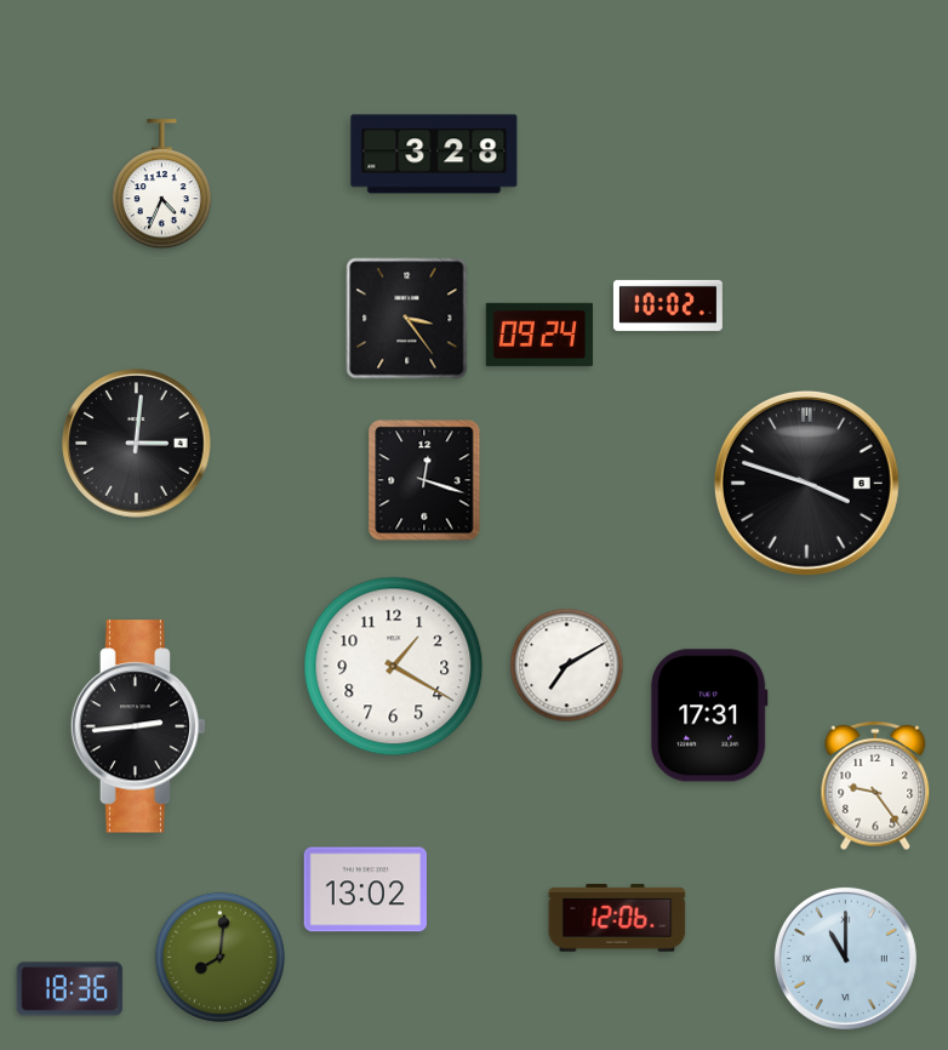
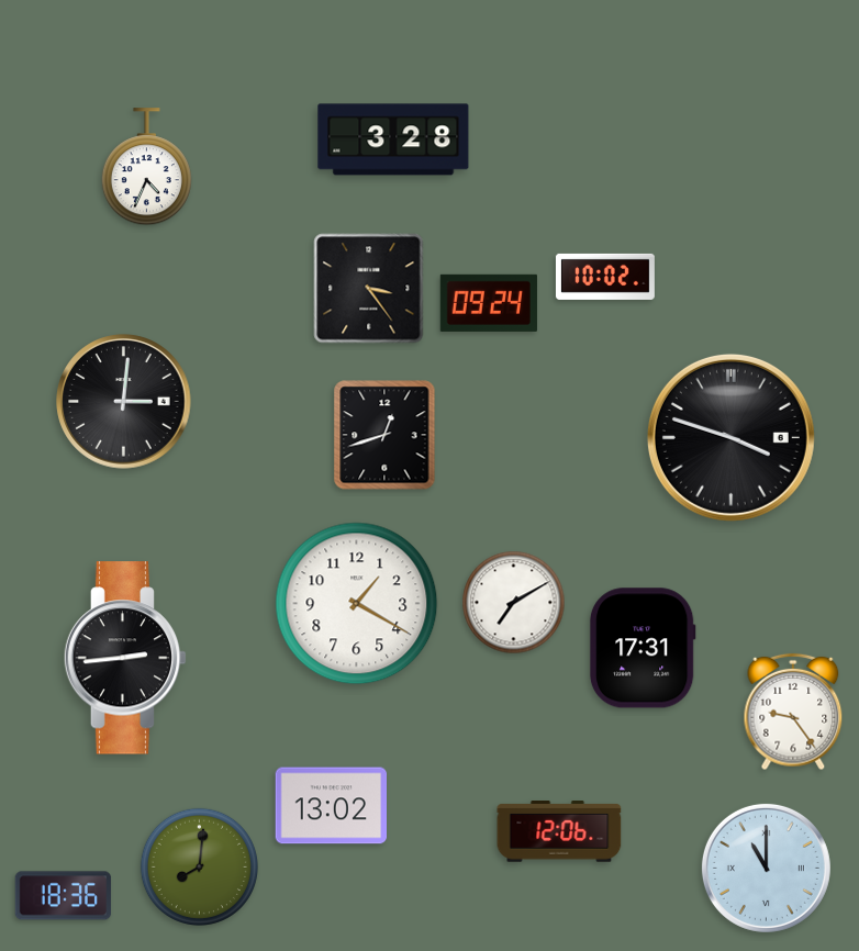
clock at (424, 480): 12:18 -> 12:42
